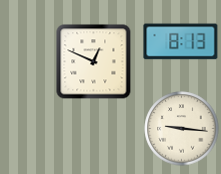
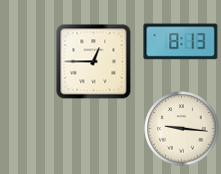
clock at (94, 62): 12:49 -> 12:45
